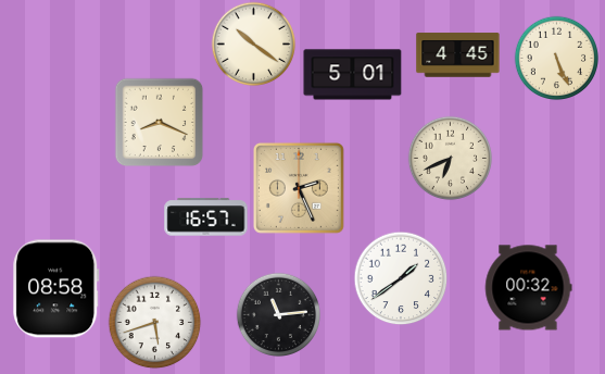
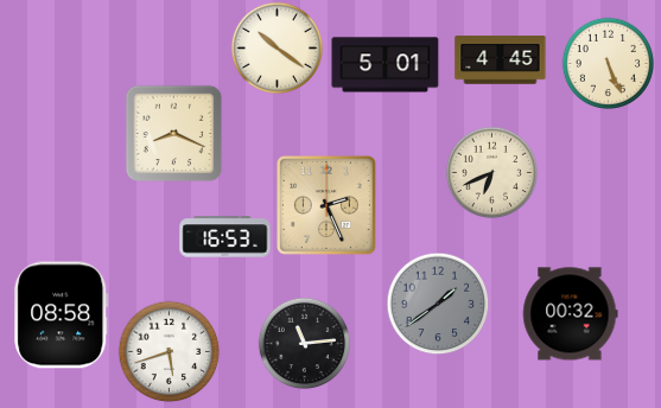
clock at (353, 75) position: (353, 75) -> (386, 65)
clock at (206, 217): 16:57 -> 16:53
clock at (401, 278) dial: white -> grey
clock at (528, 288) position: (528, 288) -> (570, 314)
